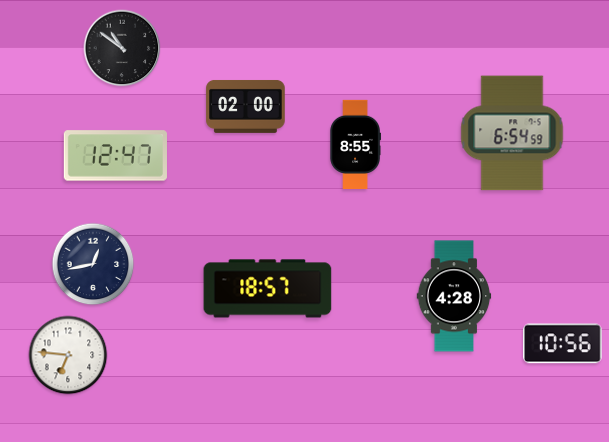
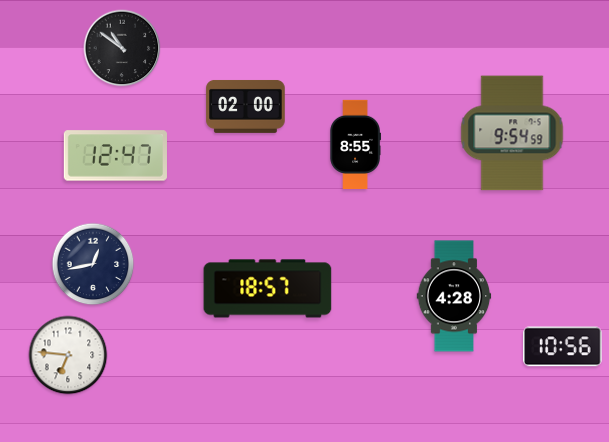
clock at (512, 133): 6:54 -> 9:54
clock at (563, 344) position: (563, 344) -> (563, 347)
